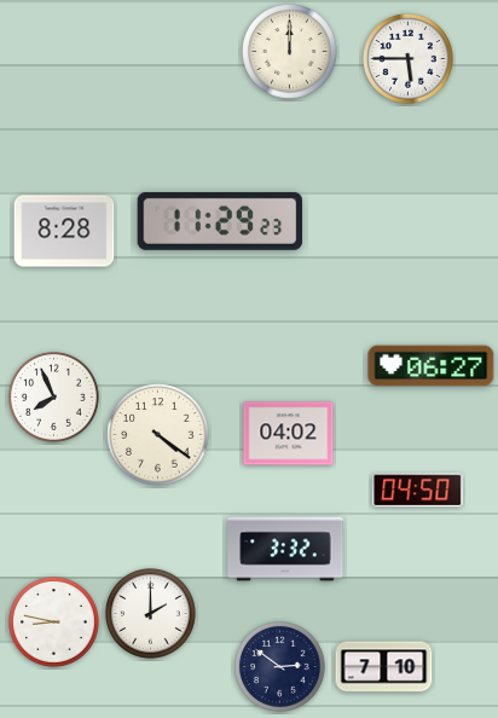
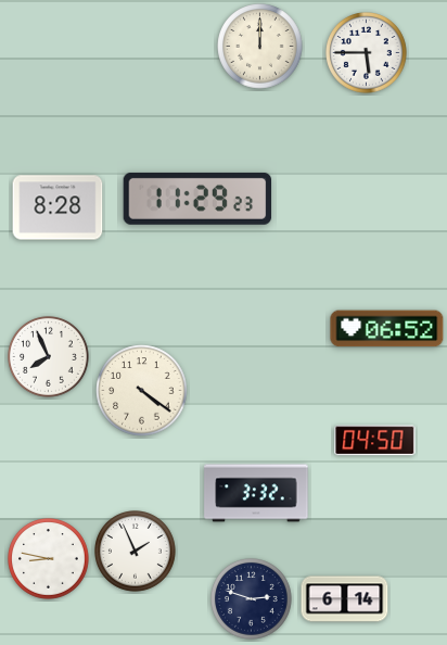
clock at (432, 366): 06:27 -> 06:52
clock at (289, 434): 04:02 -> none
clock at (151, 614): 2:00 -> 1:56
clock at (280, 667): 2:51 -> 2:48
clock at (384, 667): 7:10 -> 6:14
